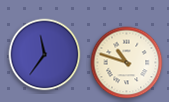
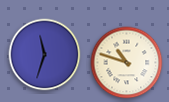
clock at (45, 55): 11:36 -> 11:33
